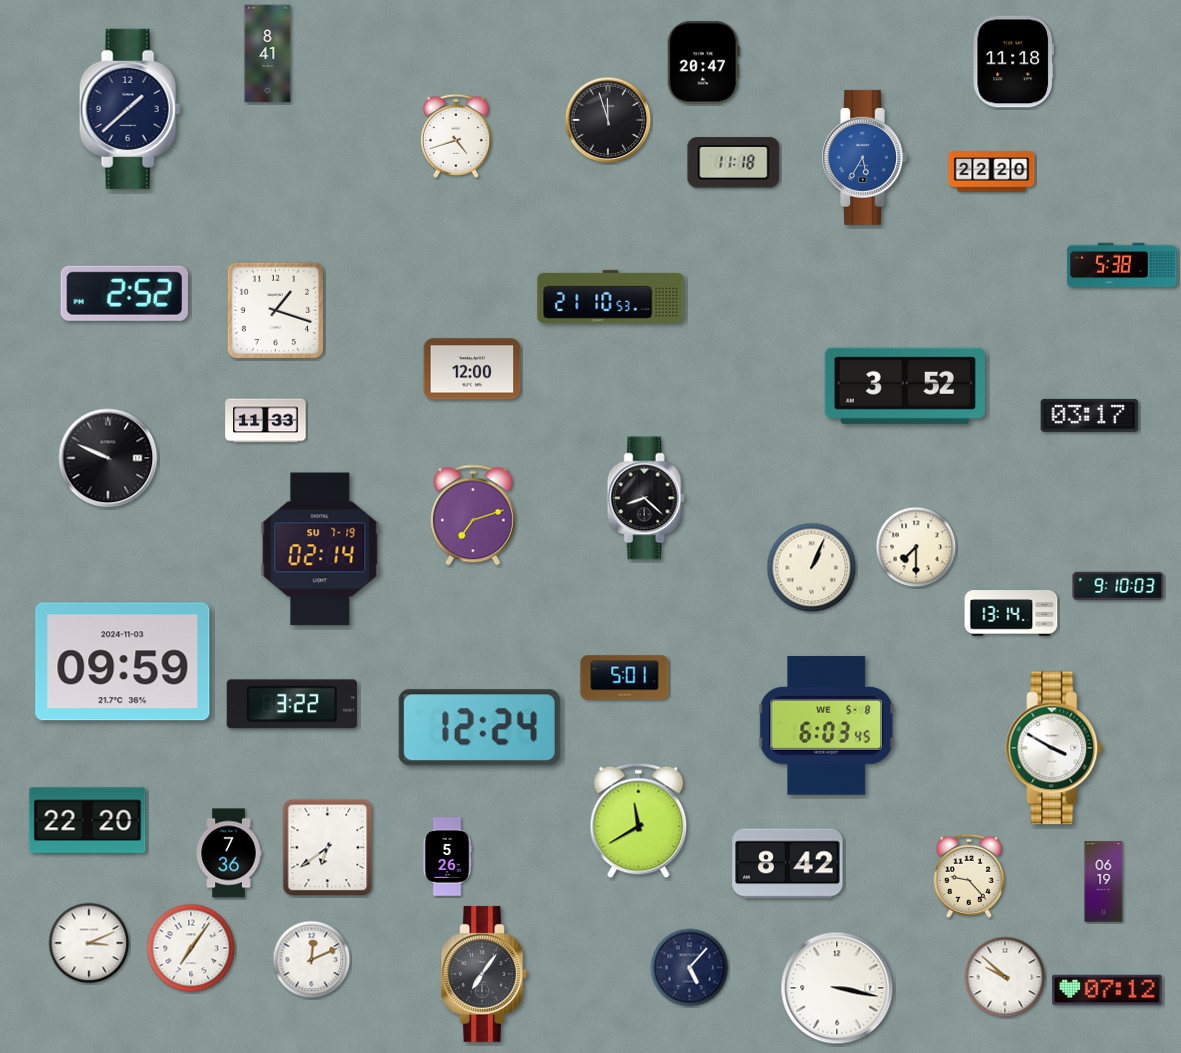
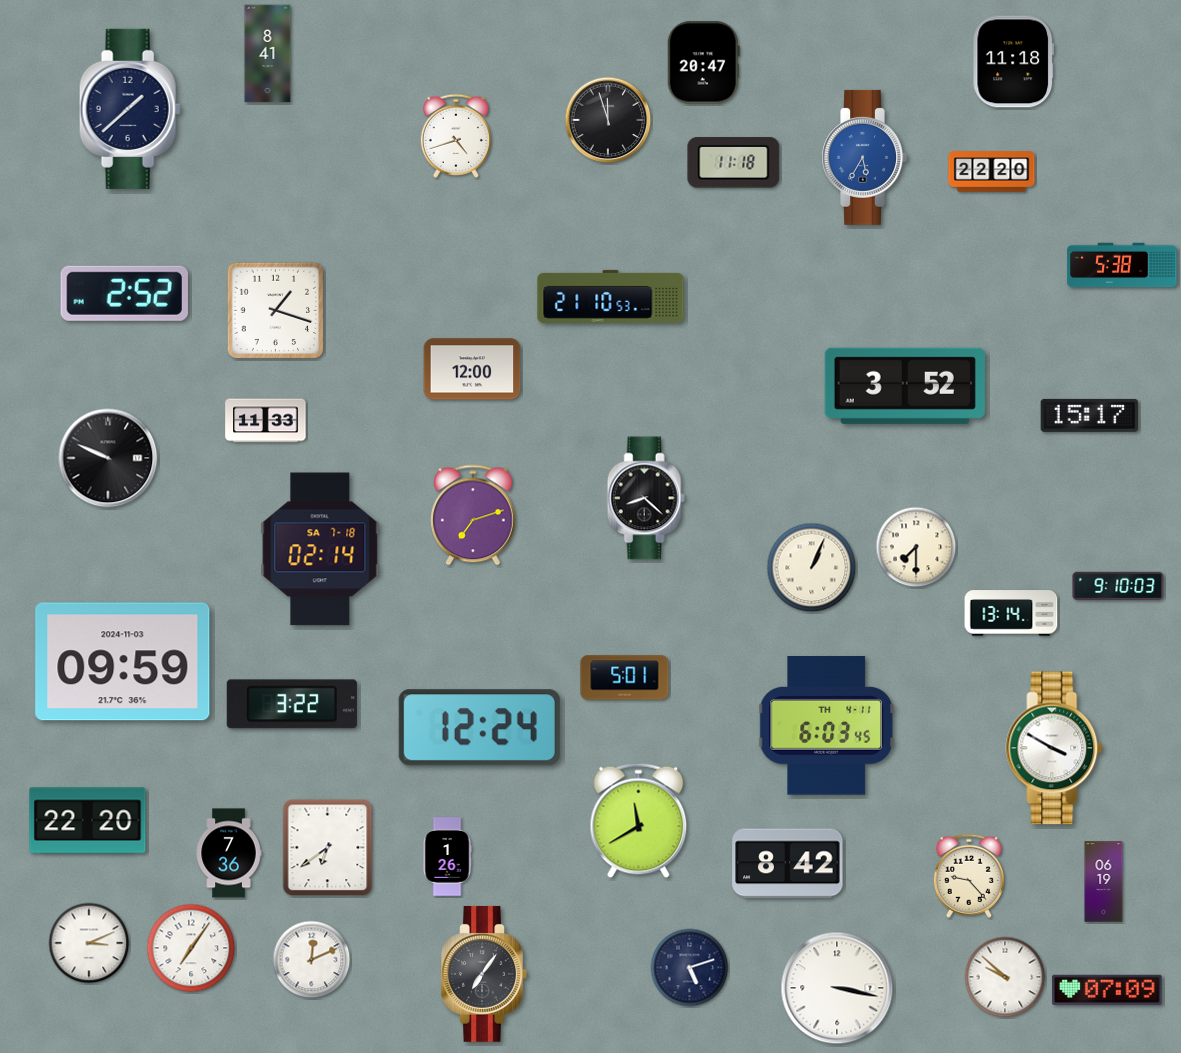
clock at (1090, 415): 03:17 -> 15:17
clock at (320, 549) date: SU 7-19 -> SA 7-18
clock at (827, 726) date: WE 5-8 -> TH 4-11
clock at (447, 857): 5:26 -> 1:26
clock at (690, 968): 5:07 -> 5:12
clock at (1107, 990): 07:12 -> 07:09
